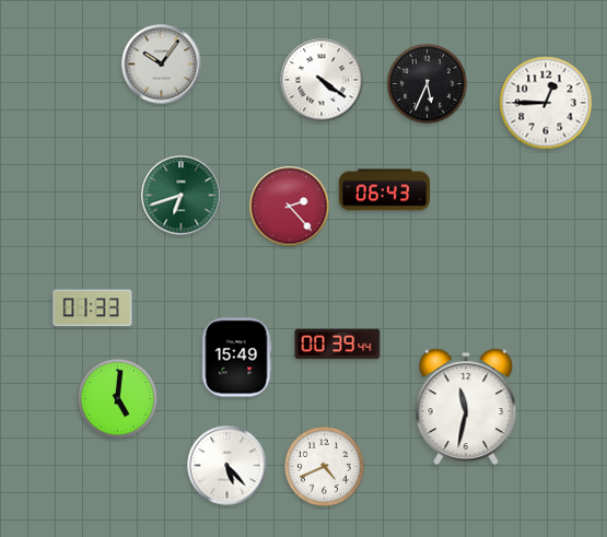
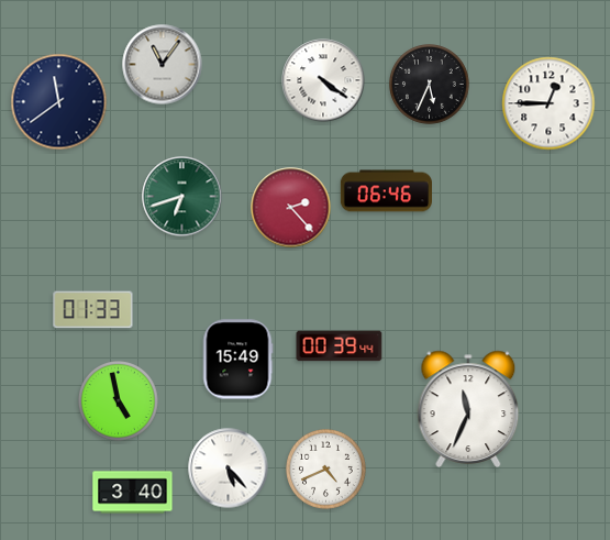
clock at (162, 65): 10:06 -> 11:06
clock at (59, 102): none -> 11:39
clock at (384, 190): 06:43 -> 06:46
clock at (118, 399): 5:01 -> 4:58
clock at (466, 407): 11:32 -> 11:34
clock at (133, 493): none -> 3:40
